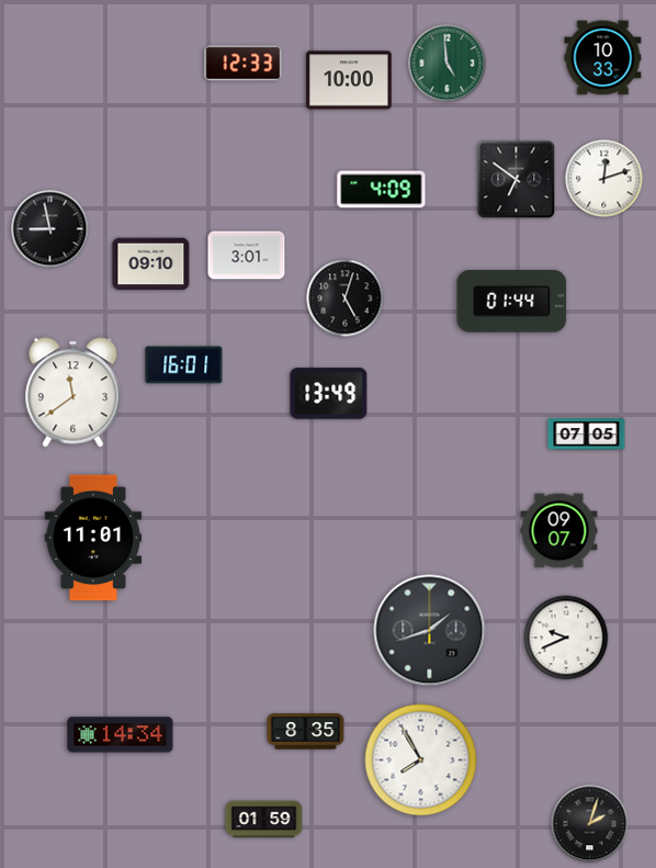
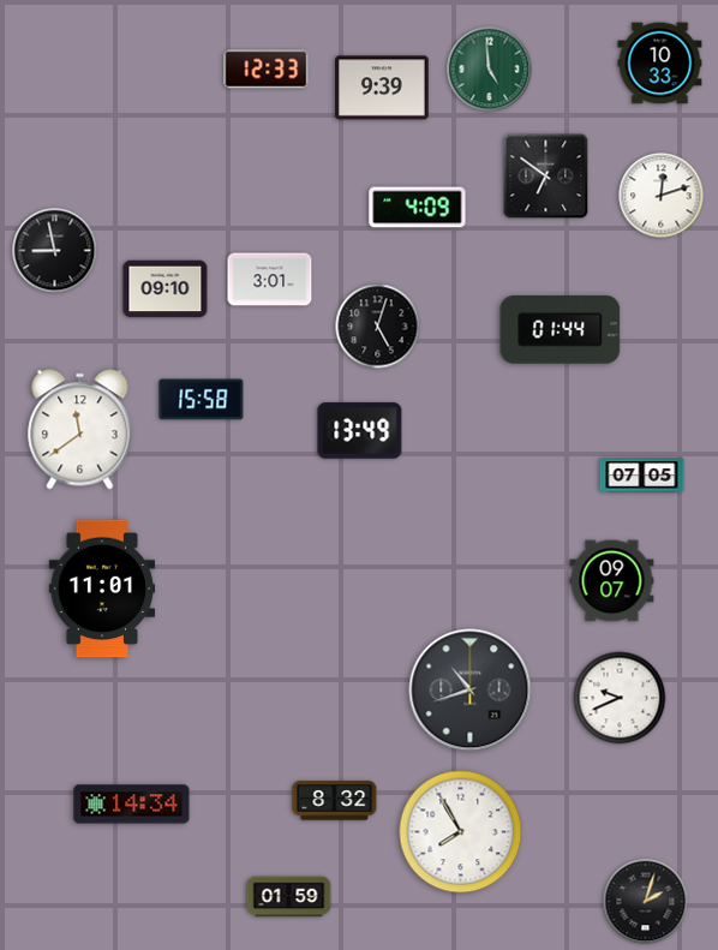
clock at (350, 80): 10:00 -> 9:39
clock at (517, 180) position: (517, 180) -> (546, 177)
clock at (184, 365): 16:01 -> 15:58
clock at (430, 631): 1:42 -> 10:42
clock at (306, 732): 8:35 -> 8:32
